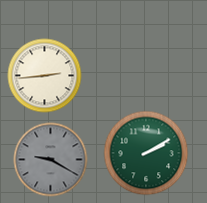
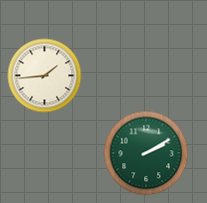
clock at (45, 76): 2:44 -> 1:44
clock at (51, 160): 9:20 -> none
